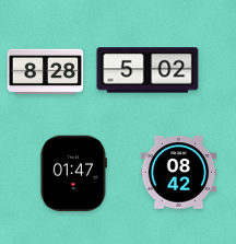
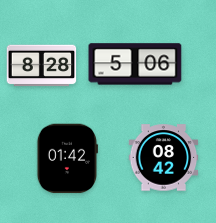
clock at (147, 70): 5:02 -> 5:06
clock at (73, 174): 01:47 -> 01:42
